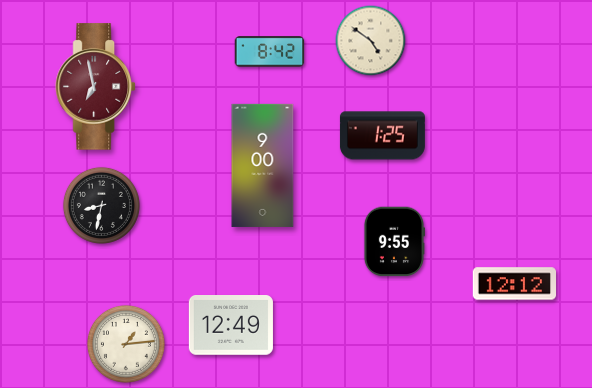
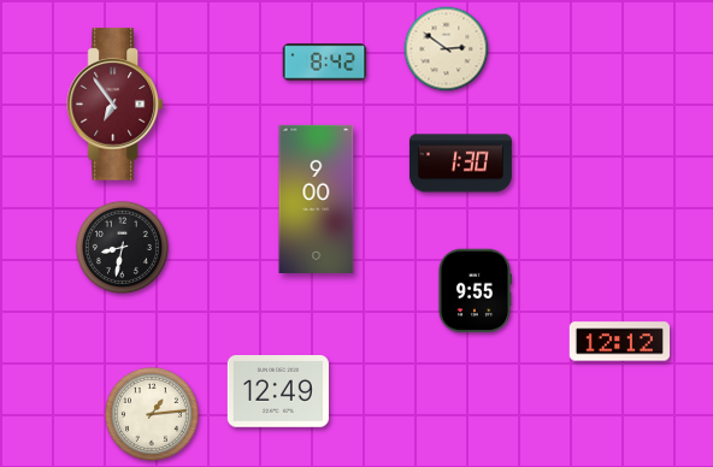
clock at (371, 41): 4:51 -> 2:51
clock at (95, 87): 6:58 -> 6:54
clock at (382, 136): 1:25 -> 1:30
